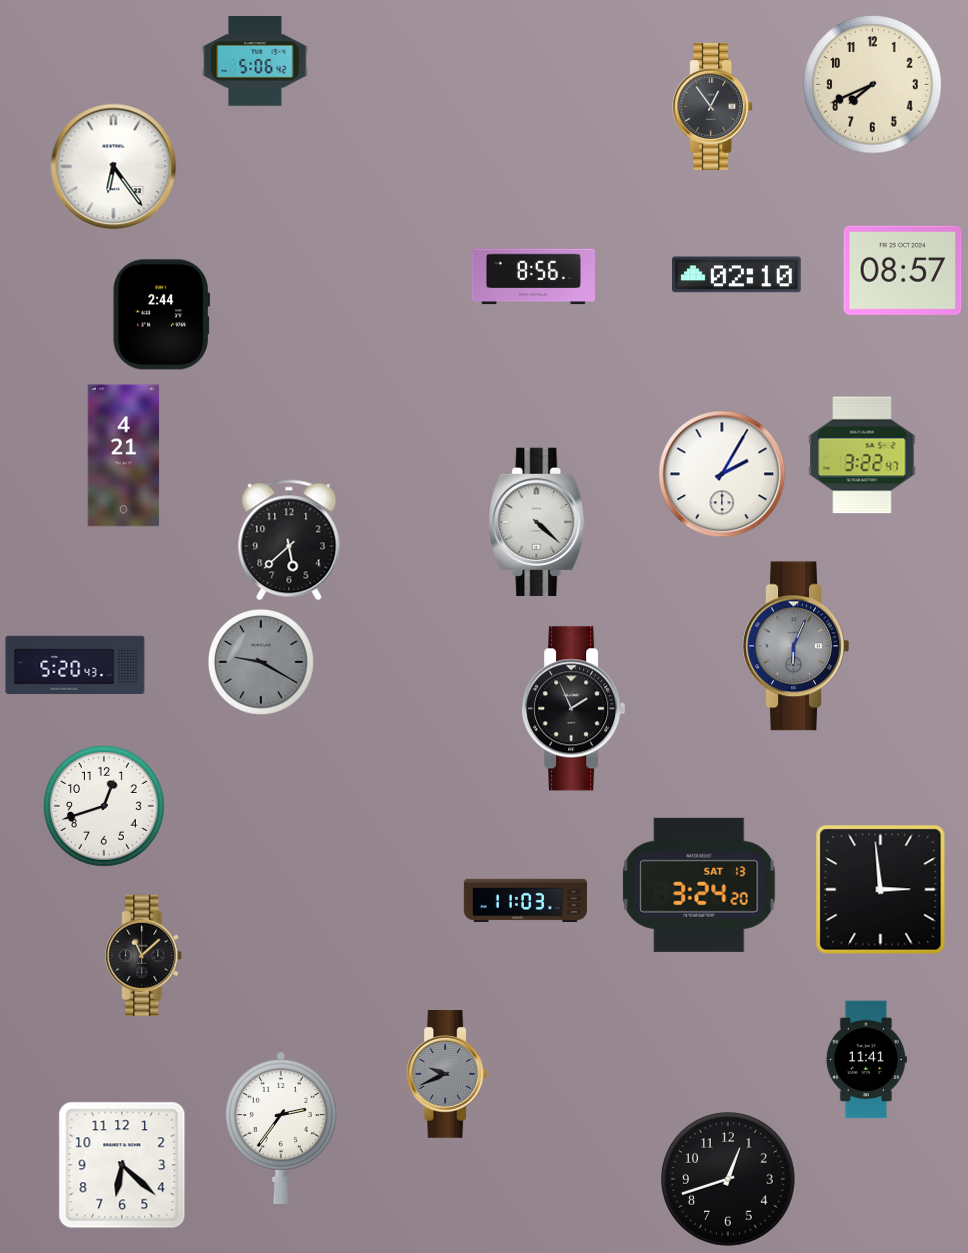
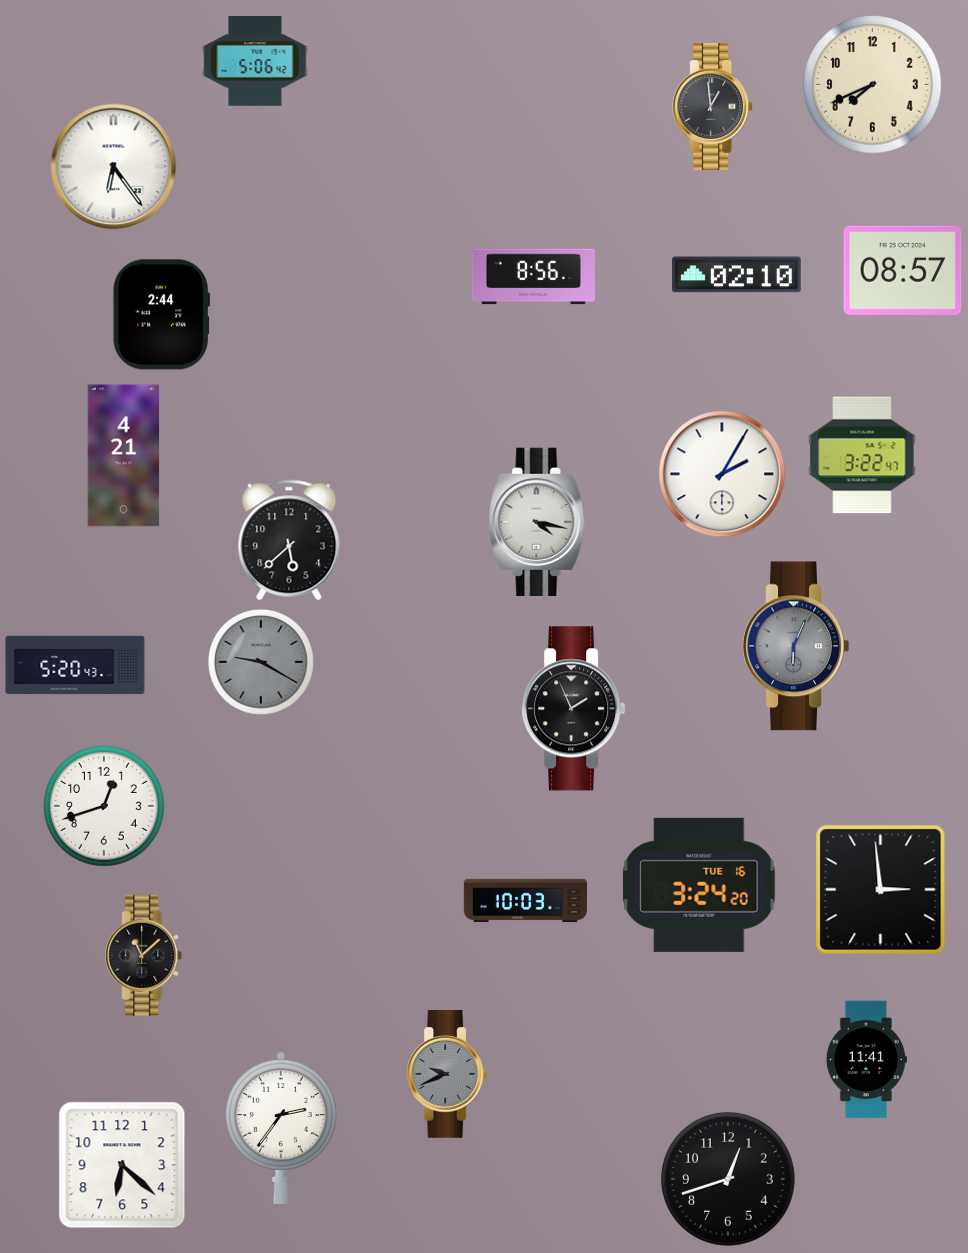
clock at (713, 106): 12:54 -> 12:59
clock at (537, 522): 4:22 -> 4:17
clock at (699, 885) date: SAT 13 -> TUE 16
clock at (525, 900): 11:03 -> 10:03
